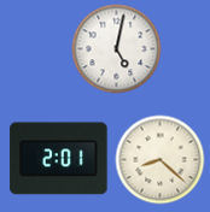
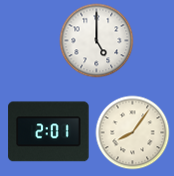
clock at (117, 49): 5:02 -> 5:00
clock at (161, 160): 8:22 -> 8:06
